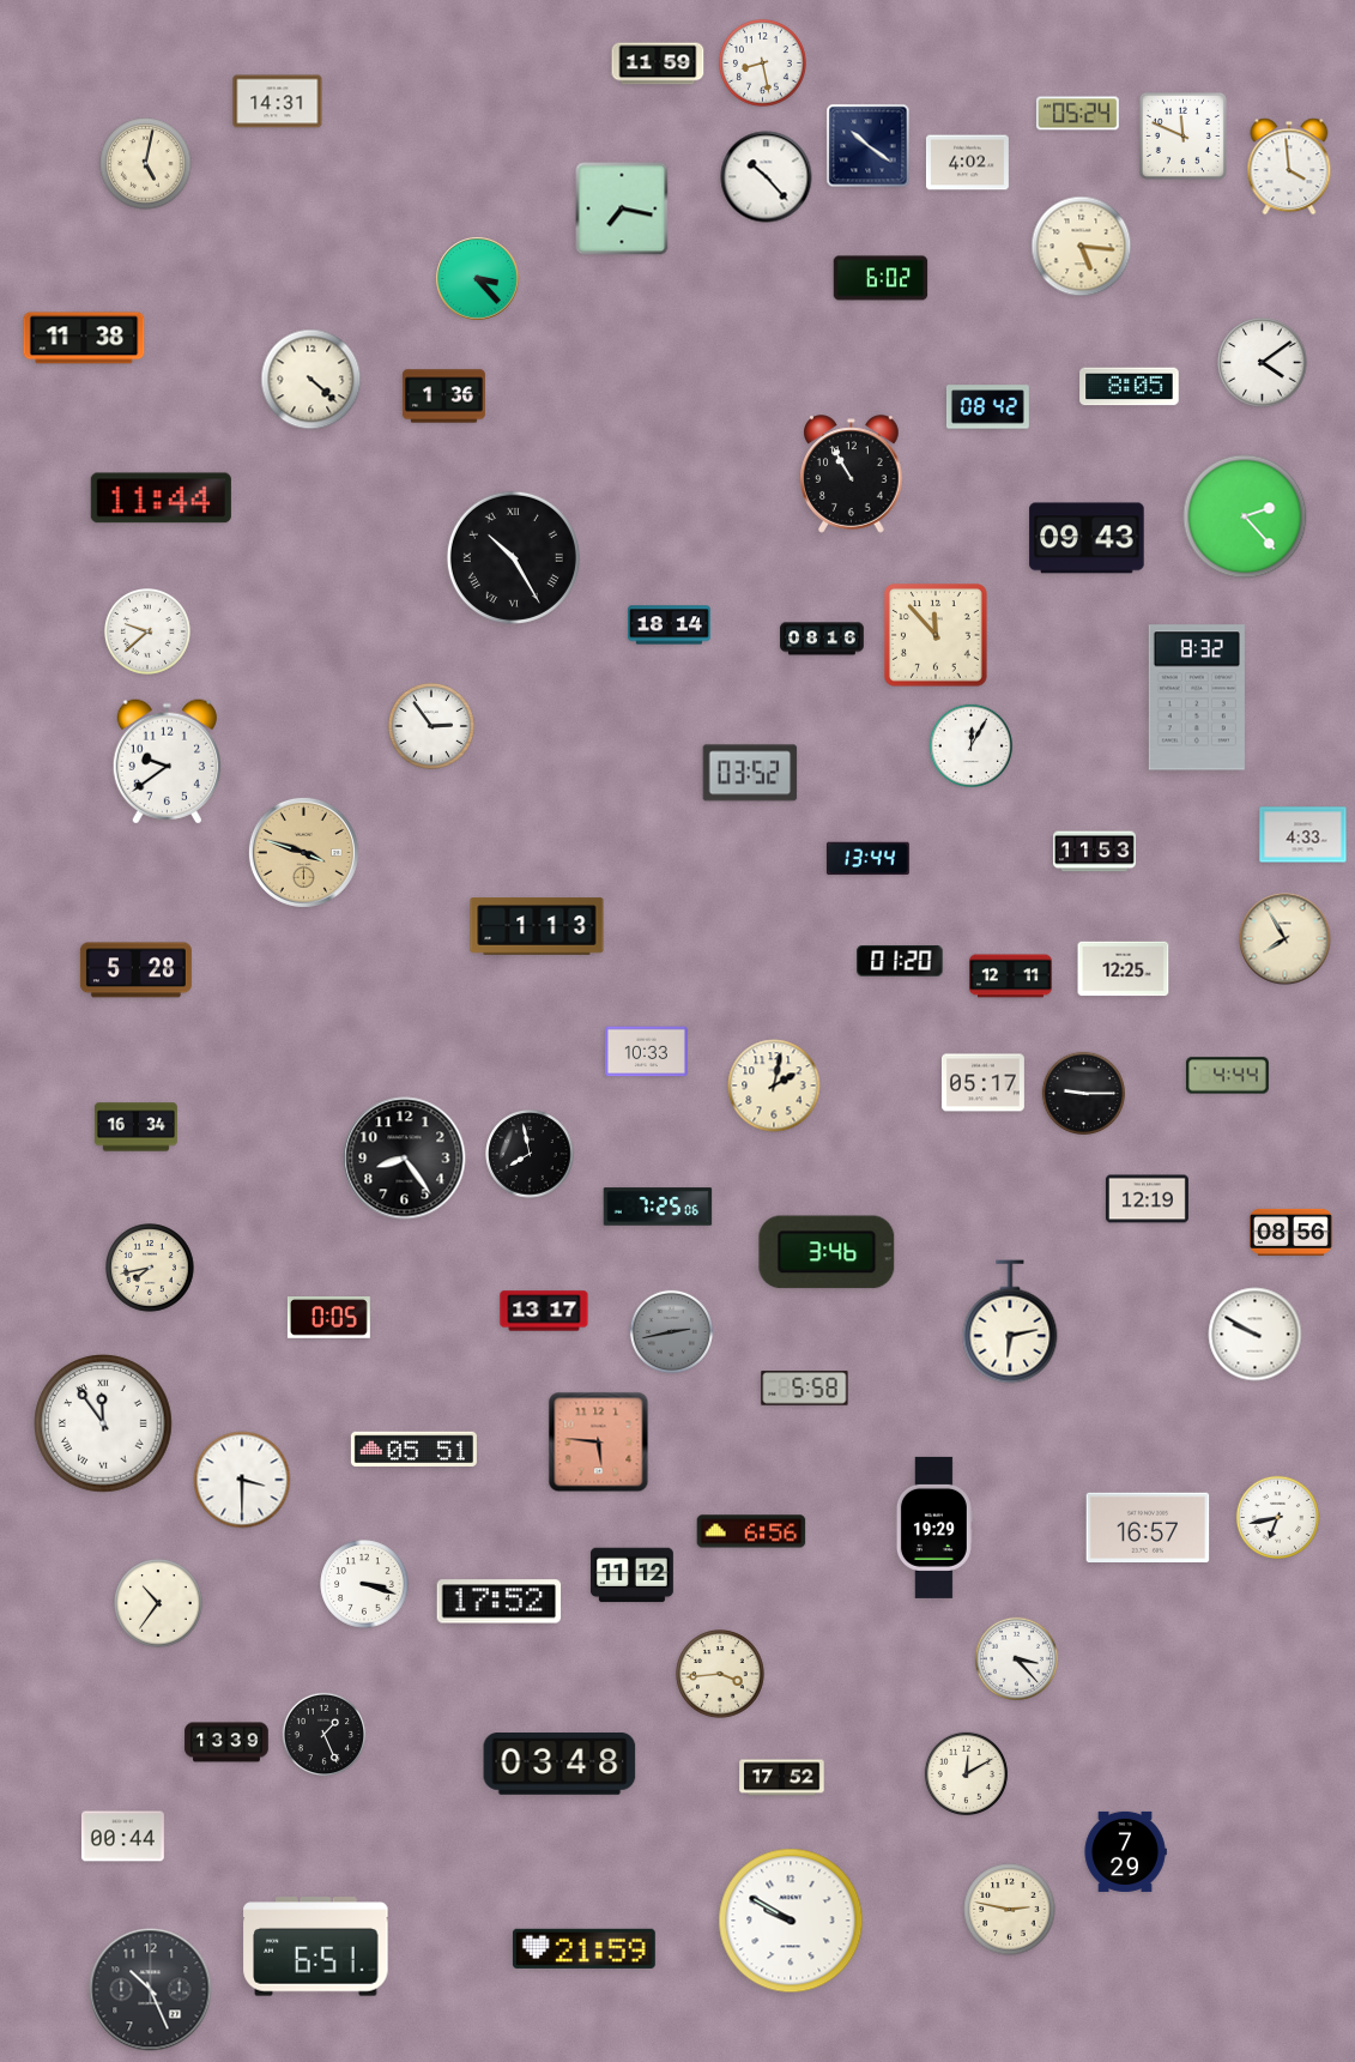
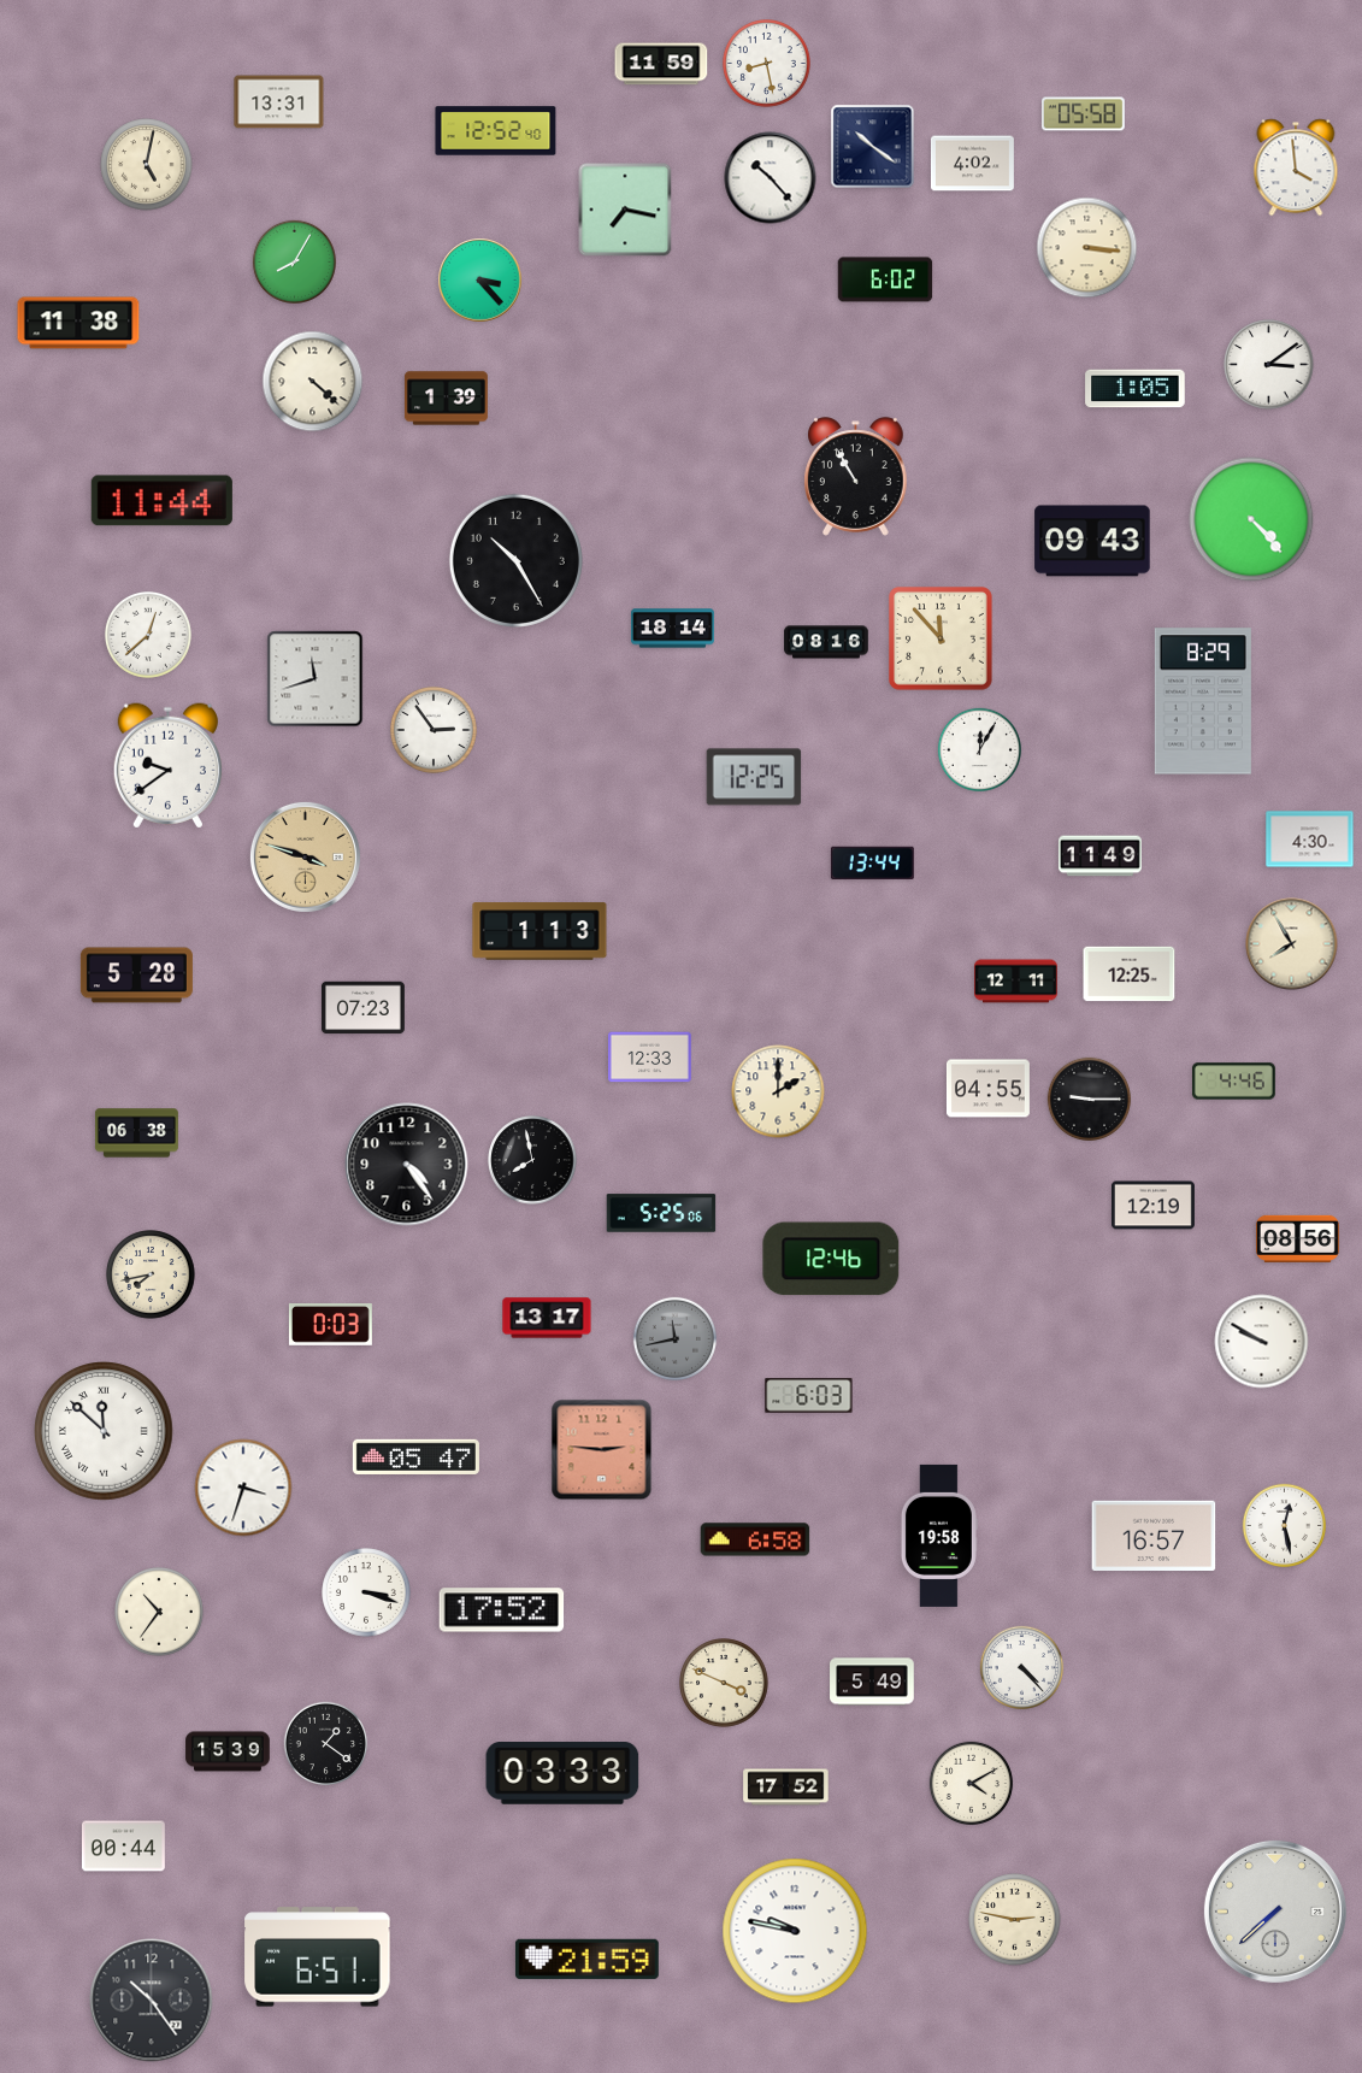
clock at (278, 102): 14:31 -> 13:31
clock at (1077, 114): 05:24 -> 05:58
clock at (496, 131): none -> 12:52
clock at (1182, 135): 11:49 -> none
clock at (1082, 247): 5:16 -> 3:16
clock at (295, 263): none -> 8:05
clock at (84, 338) position: (84, 338) -> (78, 323)
clock at (1263, 363): 4:09 -> 3:09
clock at (1130, 387): 8:05 -> 1:05
clock at (443, 397): 1:36 -> 1:39
clock at (987, 407): 08:42 -> none
clock at (1245, 516): 2:23 -> 4:23
clock at (513, 557) numerals: Roman -> Arabic
clock at (147, 631): 9:38 -> 12:38
clock at (316, 679): none -> 11:42
clock at (1197, 697): 8:32 -> 8:29
clock at (972, 746) position: (972, 746) -> (980, 750)
clock at (750, 773): 03:52 -> 12:25
clock at (1303, 835): 4:33 -> 4:30
clock at (1094, 852): 11:53 -> 11:49
clock at (900, 961): 01:20 -> none
clock at (362, 1008): none -> 07:23
clock at (646, 1052): 10:33 -> 12:33
clock at (1227, 1076): 4:44 -> 4:46
clock at (982, 1083): 05:17 -> 04:55
clock at (774, 1086): 2:02 -> 2:00
clock at (137, 1127): 16:34 -> 06:38
clock at (405, 1159): 8:24 -> 4:24
clock at (658, 1207): 7:25 -> 5:25
clock at (827, 1252): 3:46 -> 12:46
clock at (328, 1318): 0:05 -> 0:03
clock at (1010, 1322): 6:13 -> none
clock at (672, 1332): 2:43 -> 11:43
clock at (805, 1389): 5:58 -> 6:03
clock at (103, 1423): 11:54 -> 11:52
clock at (599, 1443): 5:46 -> 2:46
clock at (413, 1449): 05:51 -> 05:47
clock at (242, 1480): 3:30 -> 3:33
clock at (1278, 1518): 6:43 -> 12:28
clock at (934, 1528): 19:29 -> 19:58
clock at (751, 1531): 6:56 -> 6:58
clock at (631, 1576): 11:12 -> none
clock at (1017, 1659): 3:23 -> 4:23
clock at (872, 1682): none -> 5:49
clock at (720, 1674): 3:44 -> 3:49
clock at (325, 1735): 1:26 -> 1:21
clock at (226, 1742): 13:39 -> 15:39
clock at (559, 1765): 03:48 -> 03:33
clock at (967, 1774): 12:10 -> 4:10
clock at (1125, 1851): 7:29 -> none
clock at (1275, 1912): none -> 7:38
clock at (791, 1921): 9:50 -> 9:47
clock at (151, 1990): 10:26 -> 10:24
